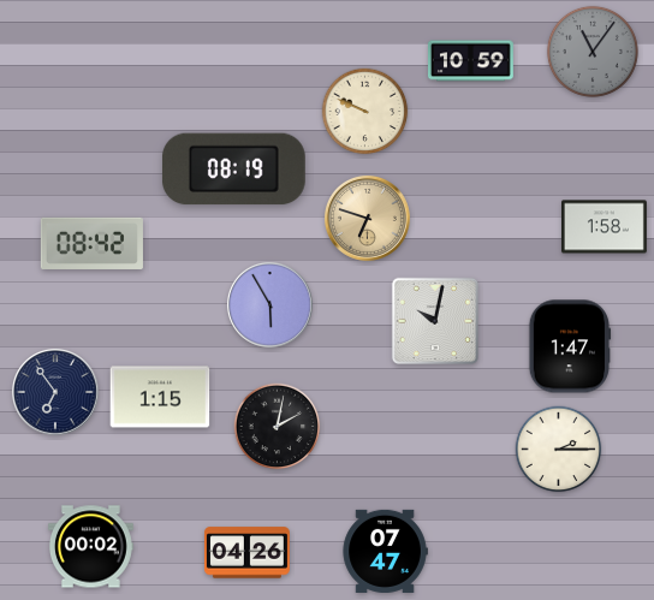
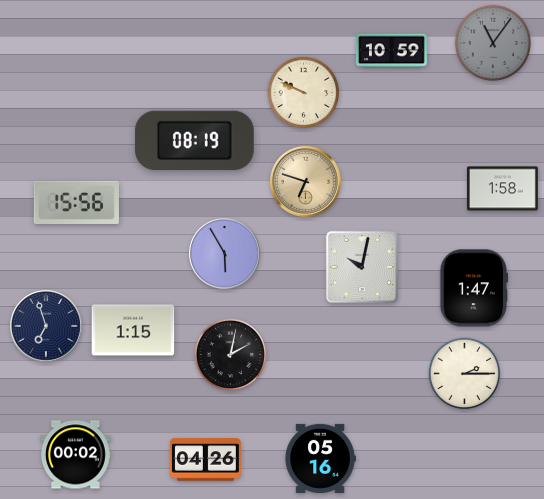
clock at (91, 243): 08:42 -> 15:56
clock at (55, 392): 6:54 -> 6:57
clock at (385, 551): 07:47 -> 05:16
